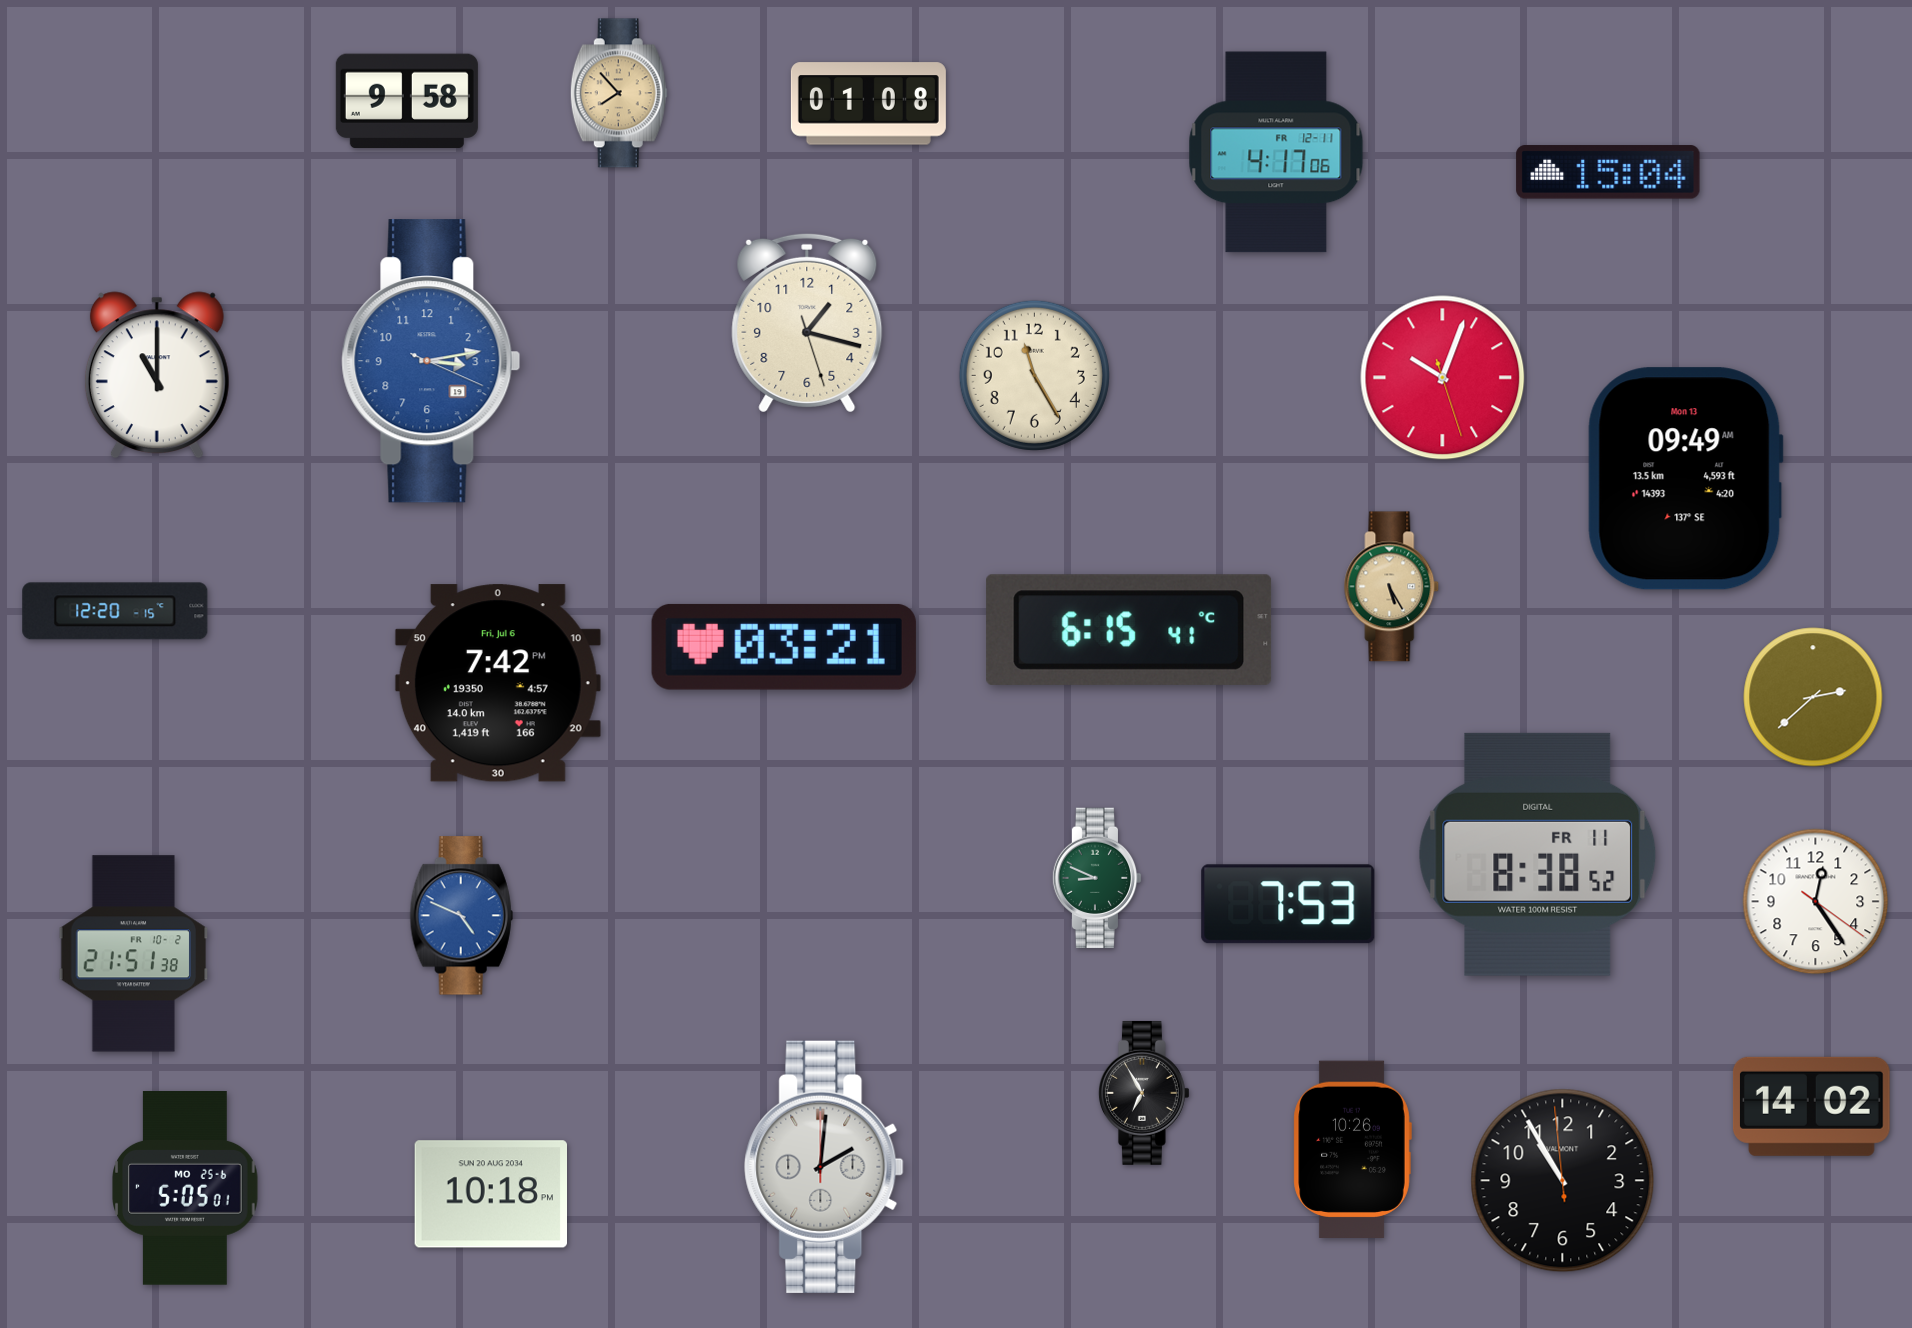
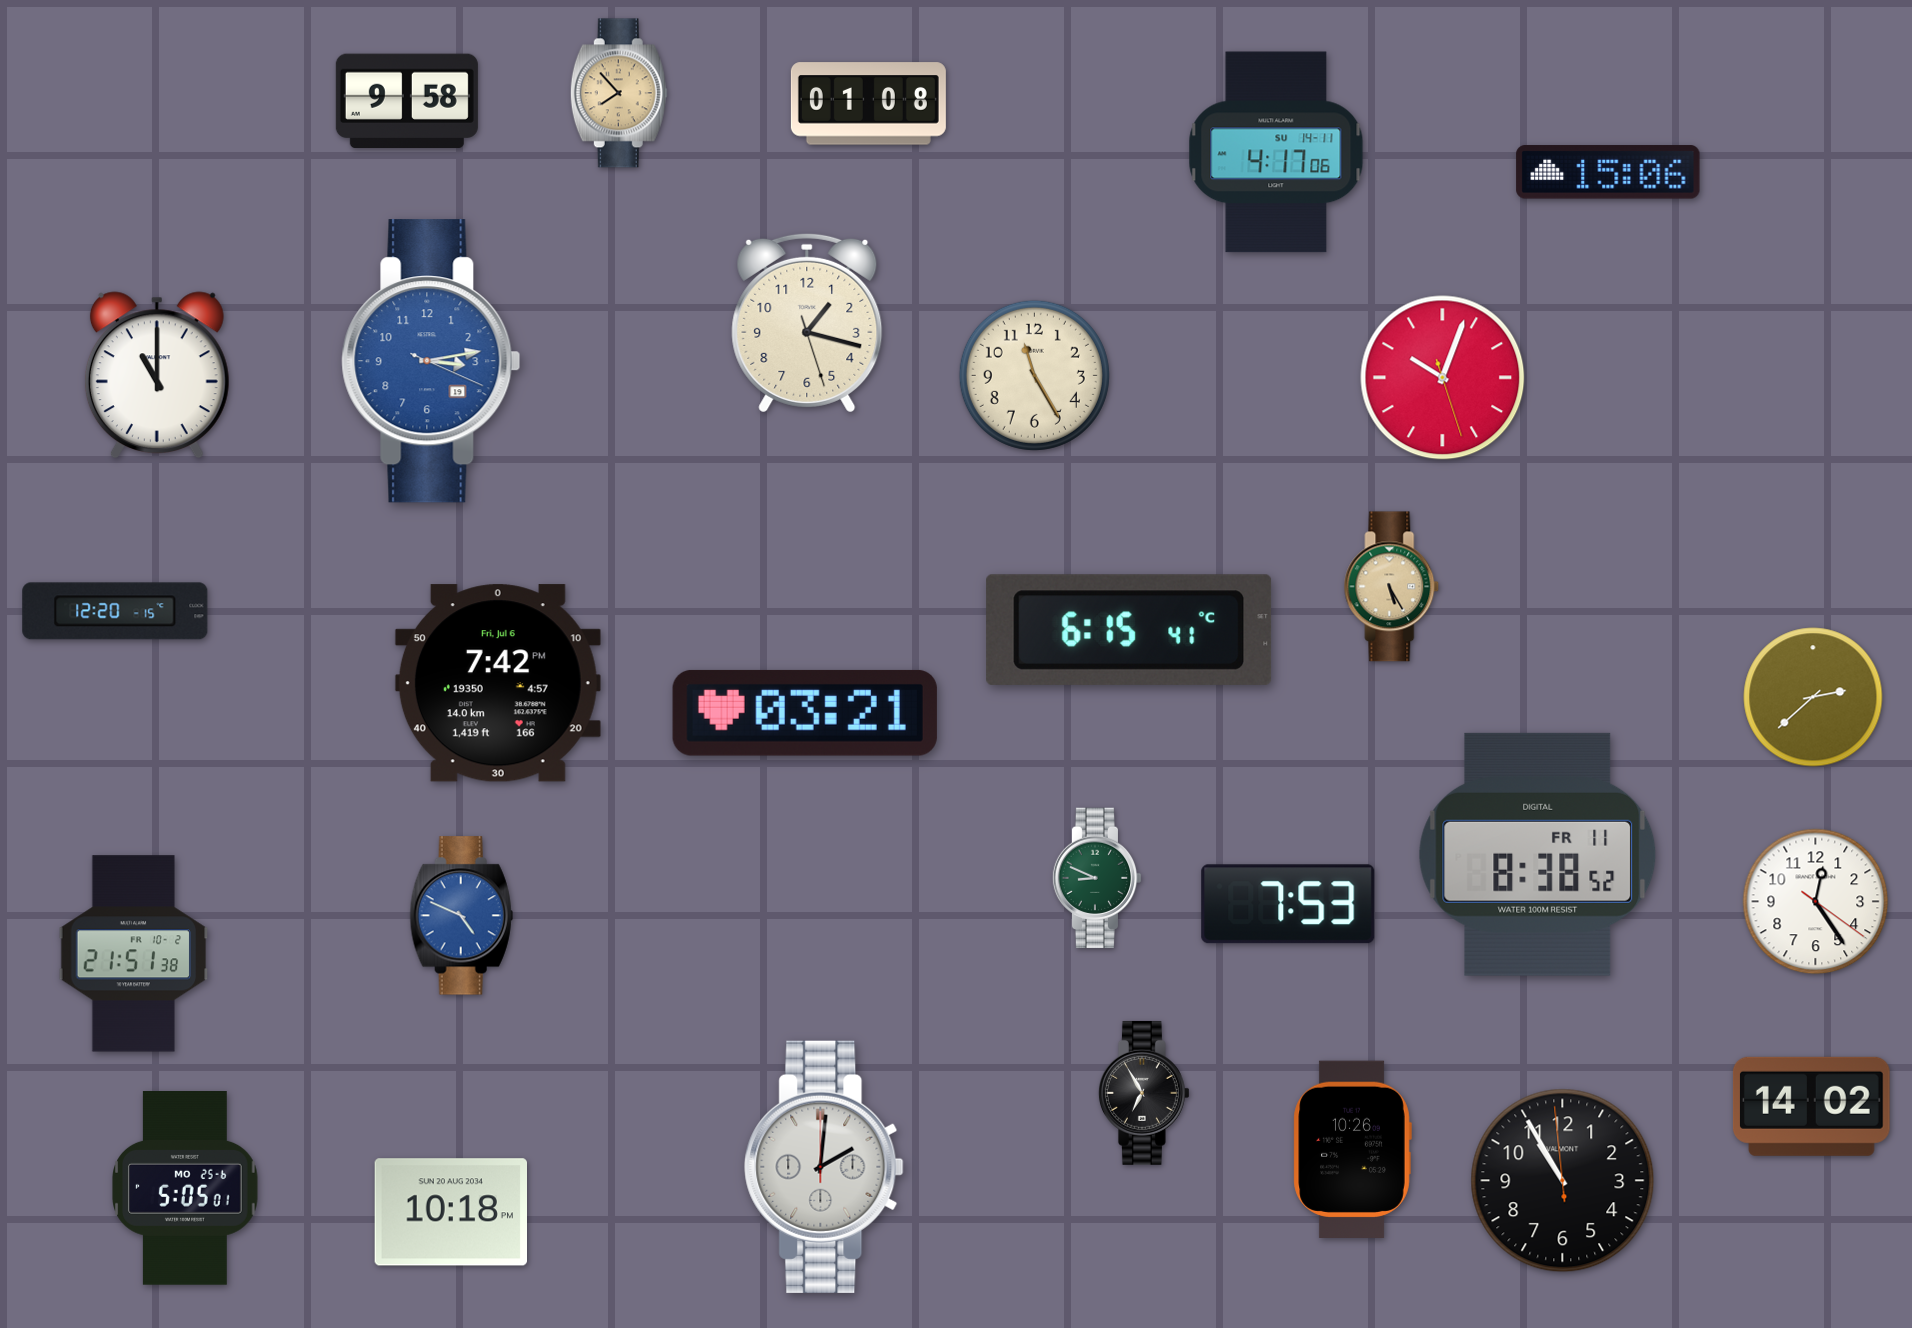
clock at (1276, 152) date: FR 12-11 -> SU 14-11
clock at (1608, 172): 15:04 -> 15:06
clock at (1685, 479): 09:49 -> none
clock at (784, 647) position: (784, 647) -> (805, 713)
clock at (490, 1194) position: (490, 1194) -> (450, 1212)
